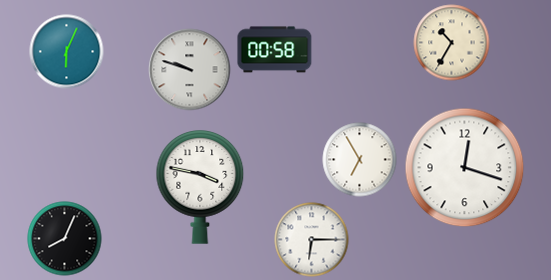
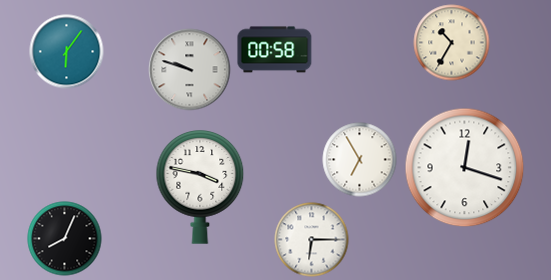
clock at (67, 52): 6:04 -> 6:06
